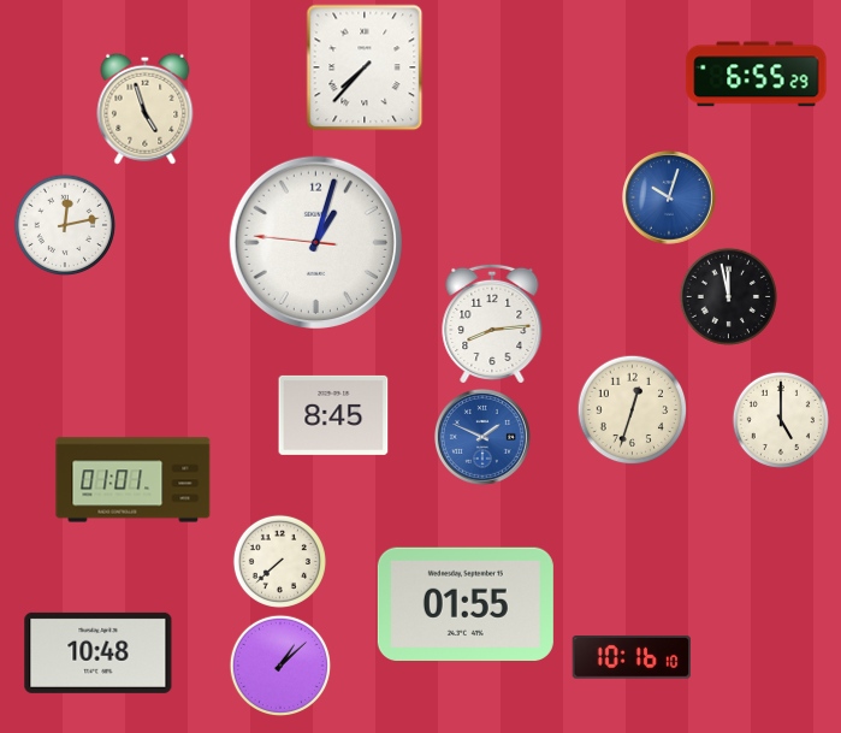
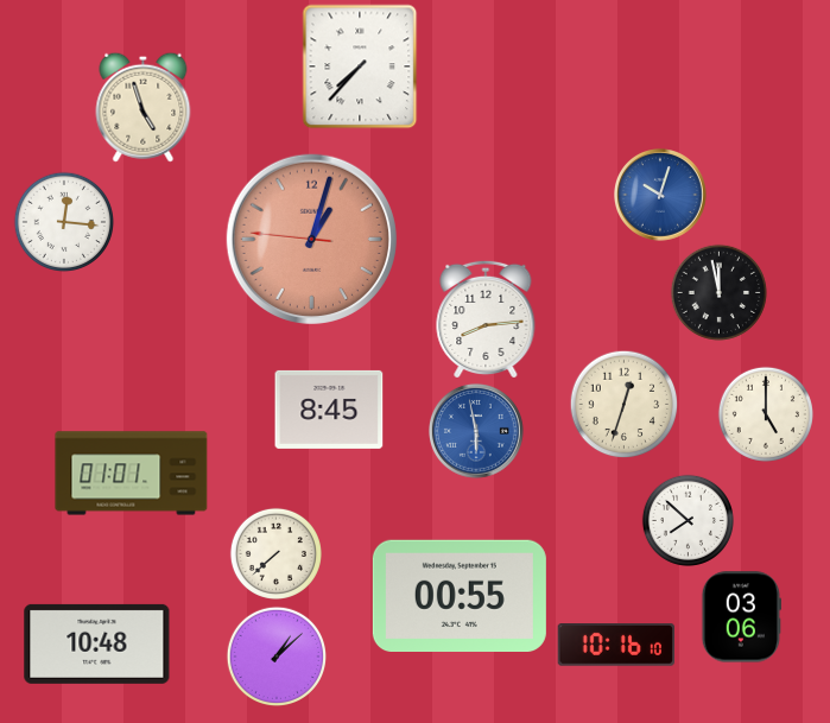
clock at (757, 75): 6:55 -> none
clock at (64, 224): 12:13 -> 12:16
clock at (315, 242) dial: white -> salmon
clock at (781, 420) position: (781, 420) -> (766, 414)
clock at (482, 437): 1:49 -> 5:58
clock at (688, 520): none -> 7:52
clock at (466, 603): 01:55 -> 00:55
clock at (741, 617): none -> 03:06
clock at (630, 658) position: (630, 658) -> (615, 646)
